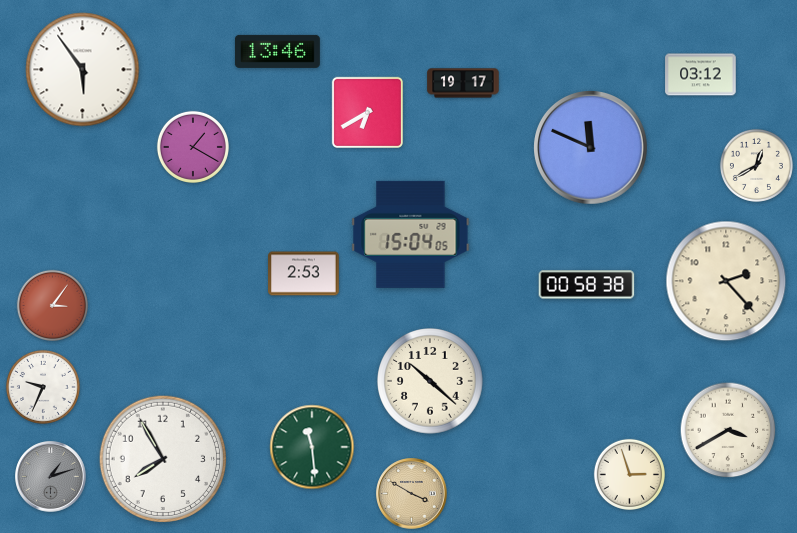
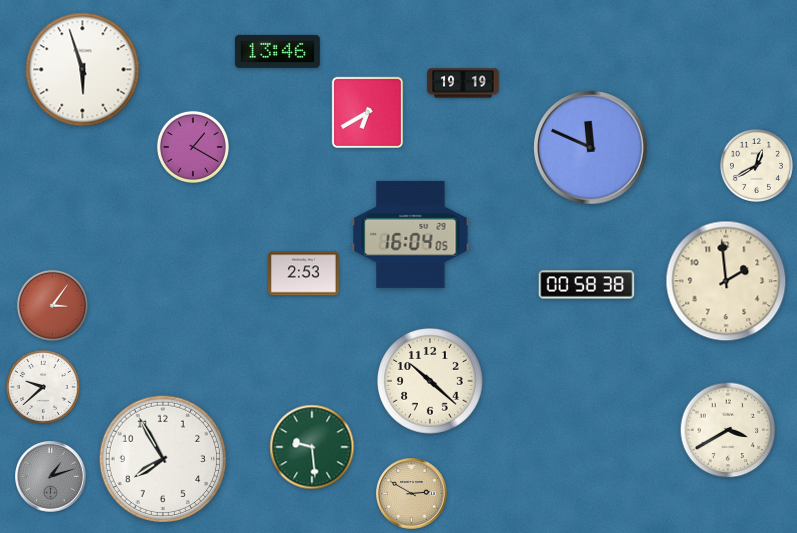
clock at (83, 70): 5:54 -> 5:57
clock at (701, 75): 03:12 -> none
clock at (463, 83): 19:17 -> 19:19
clock at (411, 234): 15:04 -> 16:04
clock at (726, 281): 2:23 -> 1:59
clock at (43, 387): 9:34 -> 9:38
clock at (312, 447): 11:29 -> 9:29
clock at (629, 474): 2:57 -> none
clock at (412, 494): 3:50 -> 2:50
